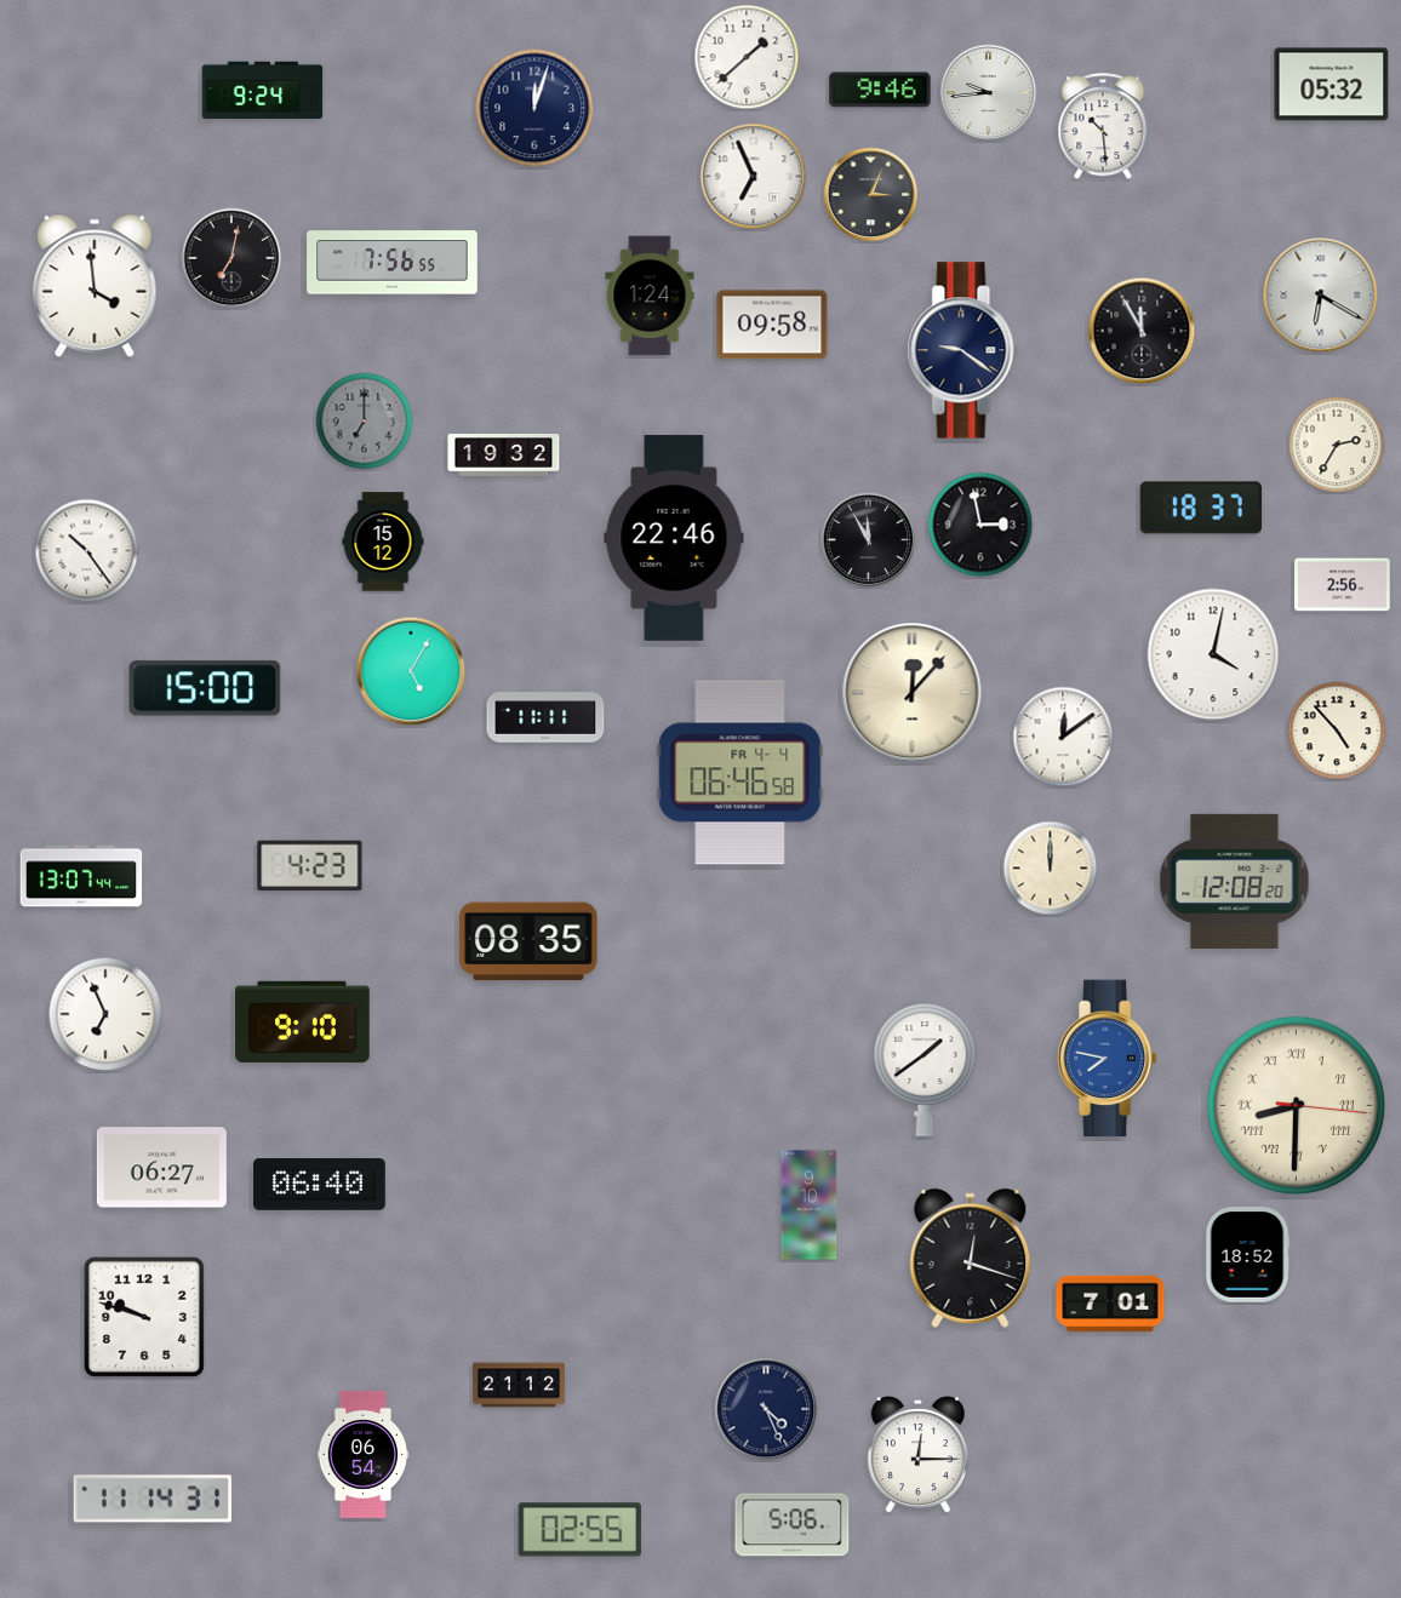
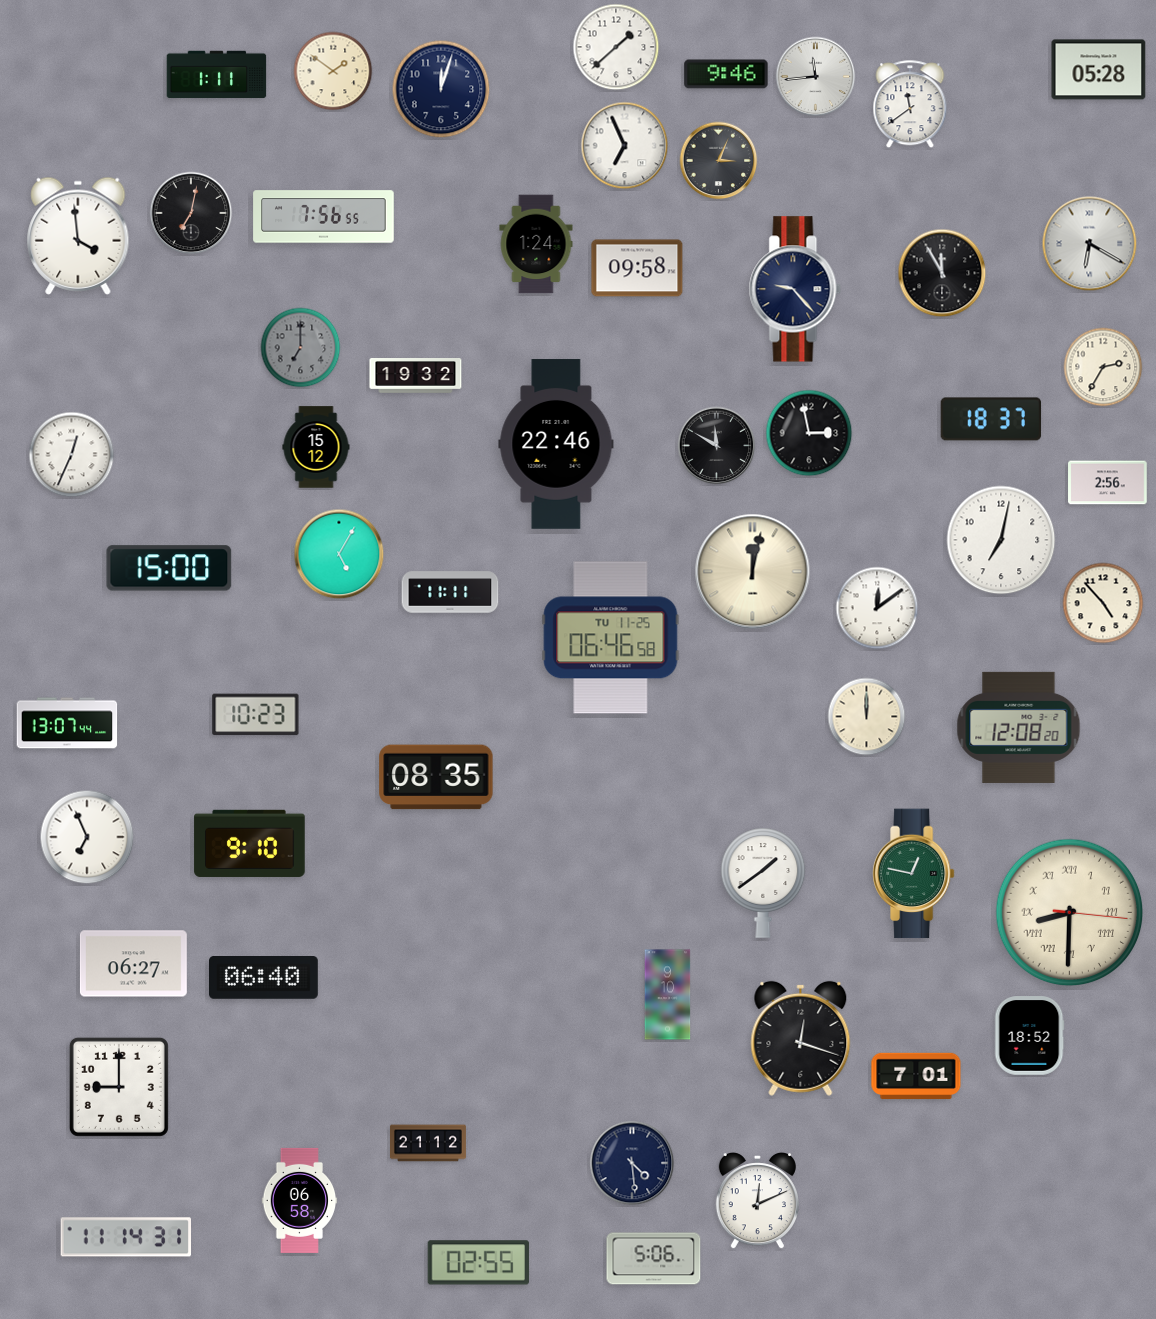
clock at (1332, 85): 05:32 -> 05:28
clock at (333, 71): none -> 1:51
clock at (263, 91): 9:24 -> 1:11
clock at (989, 93): 9:44 -> 11:44
clock at (1103, 127): 10:29 -> 11:39
clock at (754, 177) position: (754, 177) -> (625, 146)
clock at (963, 350): 9:21 -> 9:23
clock at (869, 540): 11:55 -> 11:50
clock at (87, 551): 10:24 -> 12:34
clock at (1213, 654): 4:02 -> 7:02
clock at (913, 693): 12:07 -> 12:02
clock at (740, 773) date: FR 4-4 -> TU 11-25
clock at (310, 866): 4:23 -> 10:23
clock at (1106, 1059): 7:47 -> 12:47
clock at (1106, 1059) dial: blue -> green
clock at (144, 1317): 9:48 -> 9:00
clock at (766, 1409): 4:26 -> 4:29
clock at (364, 1454): 06:54 -> 06:58
clock at (917, 1456): 12:15 -> 12:11
